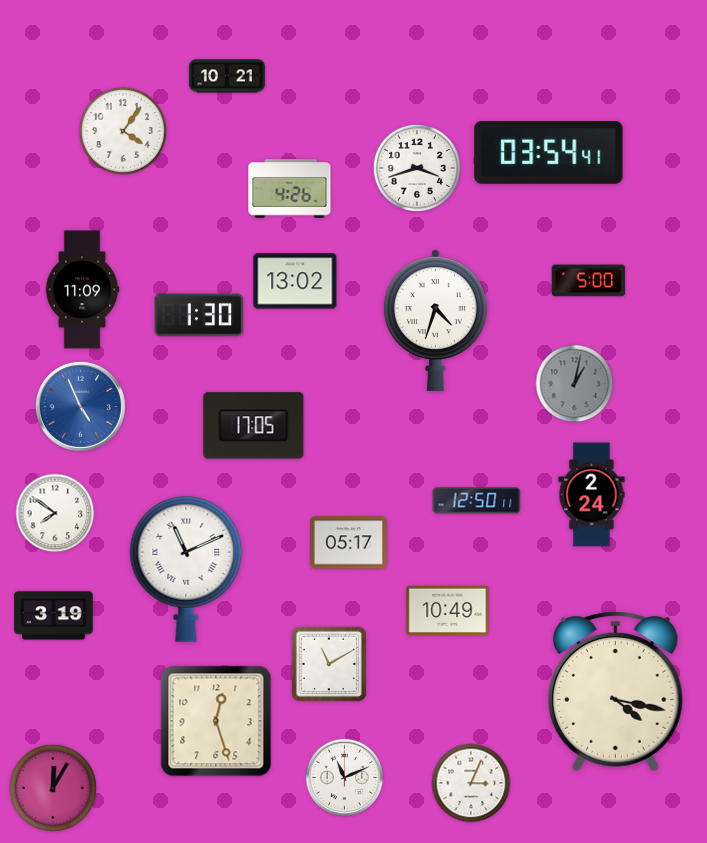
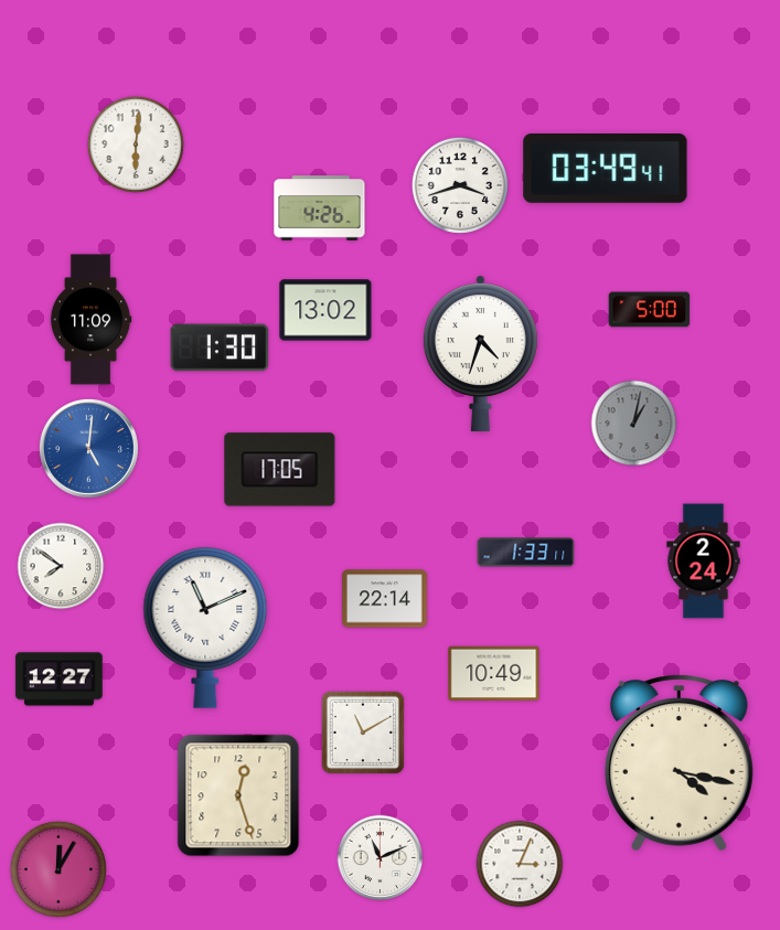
clock at (227, 76): 10:21 -> none
clock at (123, 131): 4:06 -> 6:01
clock at (549, 153): 03:54 -> 03:49
clock at (80, 406): 4:56 -> 5:01
clock at (592, 495) position: (592, 495) -> (704, 562)
clock at (477, 501): 12:50 -> 1:33
clock at (349, 543): 05:17 -> 22:14
clock at (54, 616): 3:19 -> 12:27
